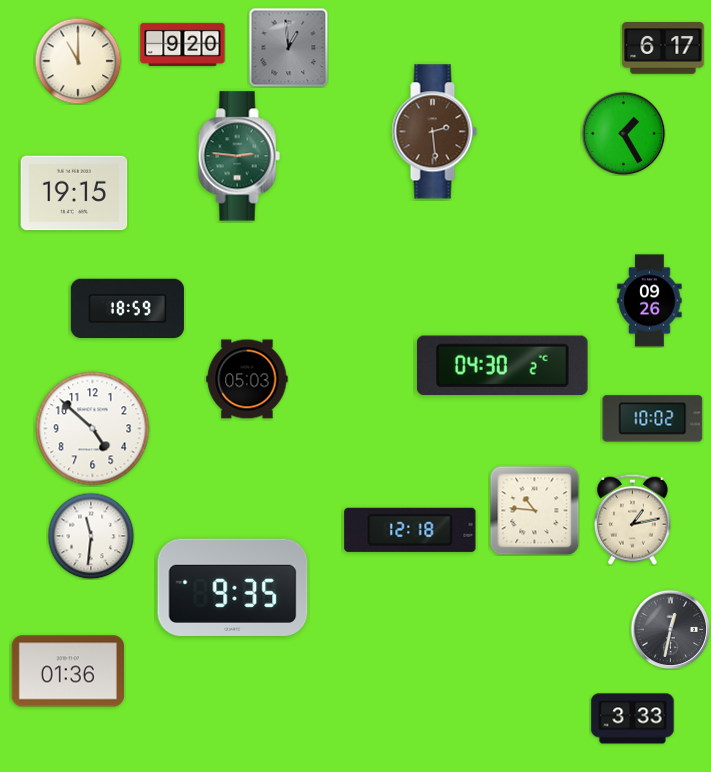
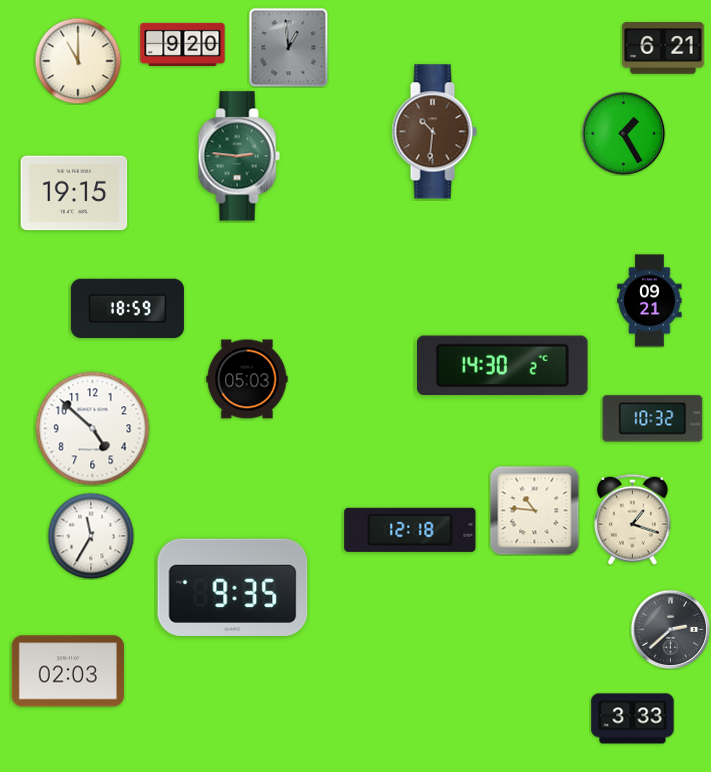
clock at (663, 48): 6:17 -> 6:21
clock at (434, 132): 2:29 -> 10:31
clock at (650, 301): 09:26 -> 09:21
clock at (502, 366): 04:30 -> 14:30
clock at (653, 419): 10:02 -> 10:32
clock at (632, 519): 1:13 -> 1:18
clock at (91, 536): 11:31 -> 11:35
clock at (670, 629): 12:32 -> 2:38
clock at (68, 671): 01:36 -> 02:03
